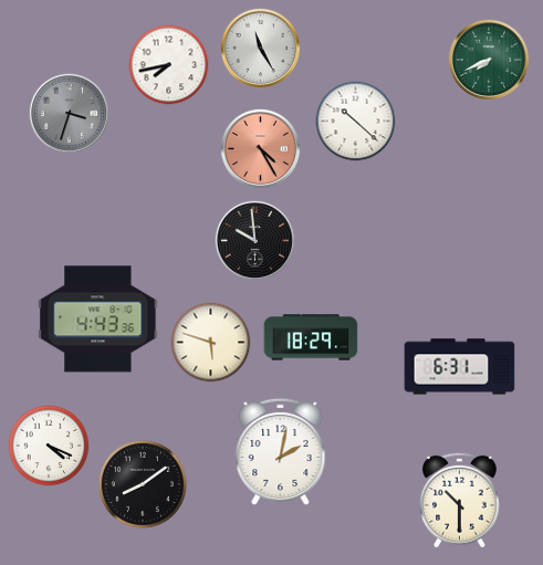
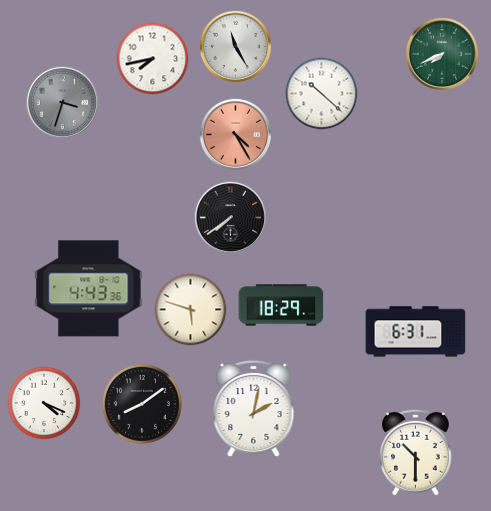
clock at (260, 48) position: (260, 48) -> (235, 46)
clock at (356, 122) position: (356, 122) -> (322, 94)
clock at (254, 240): 9:59 -> 7:39
clock at (143, 484) position: (143, 484) -> (142, 404)
